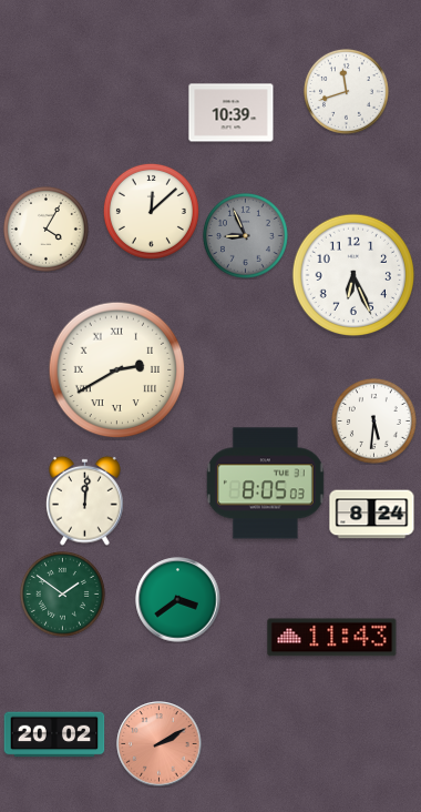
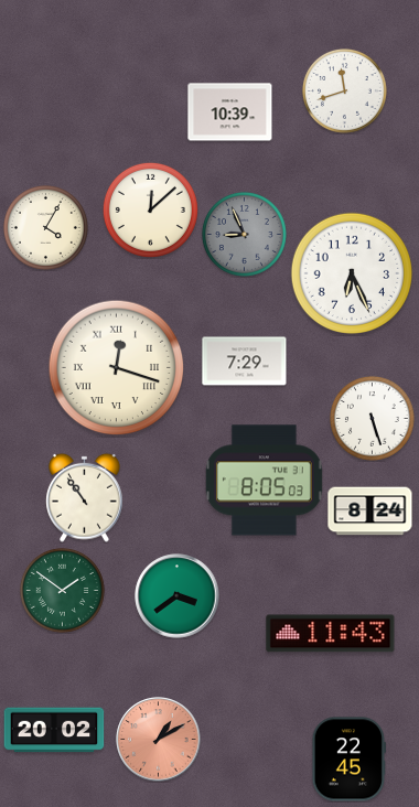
clock at (245, 362): none -> 7:29
clock at (117, 371): 2:40 -> 12:18
clock at (373, 420): 5:31 -> 5:27
clock at (85, 500): 12:01 -> 10:54
clock at (160, 744): 2:10 -> 1:10
clock at (348, 760): none -> 22:45
